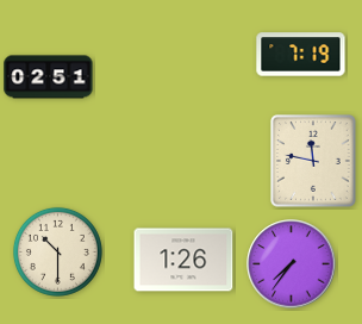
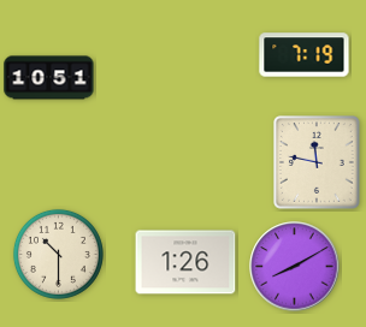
clock at (49, 77): 02:51 -> 10:51
clock at (292, 264): 7:36 -> 8:10
